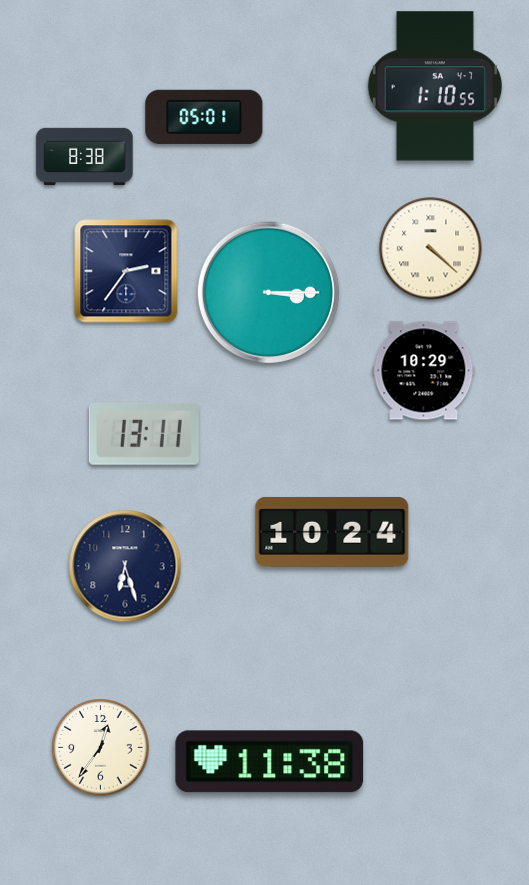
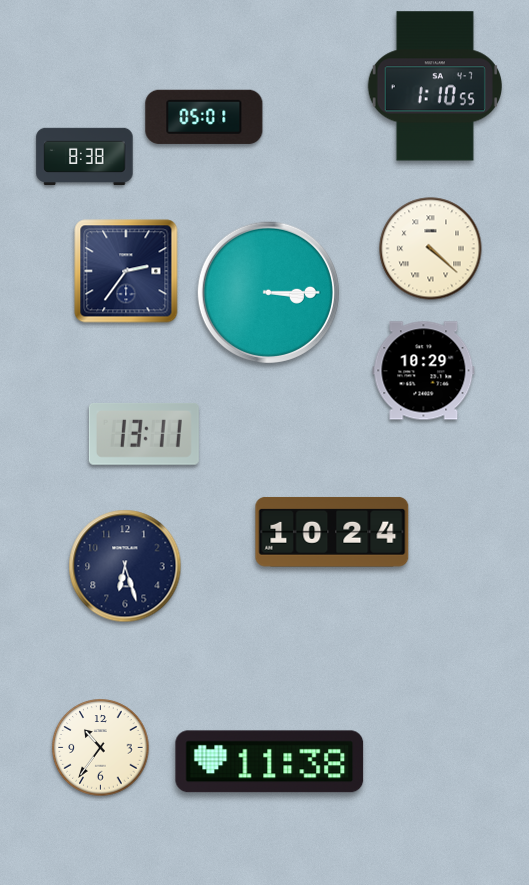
clock at (101, 748): 12:36 -> 10:36
